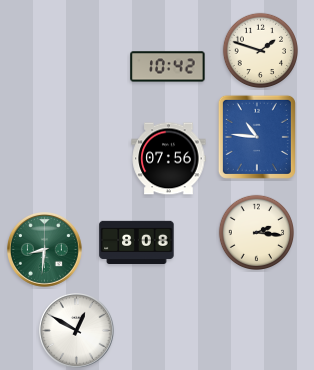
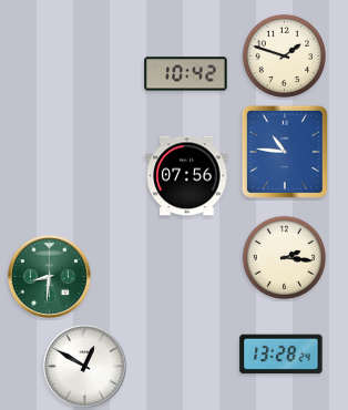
clock at (260, 50) position: (260, 50) -> (284, 55)
clock at (137, 243): 8:08 -> none
clock at (282, 355): none -> 13:28
